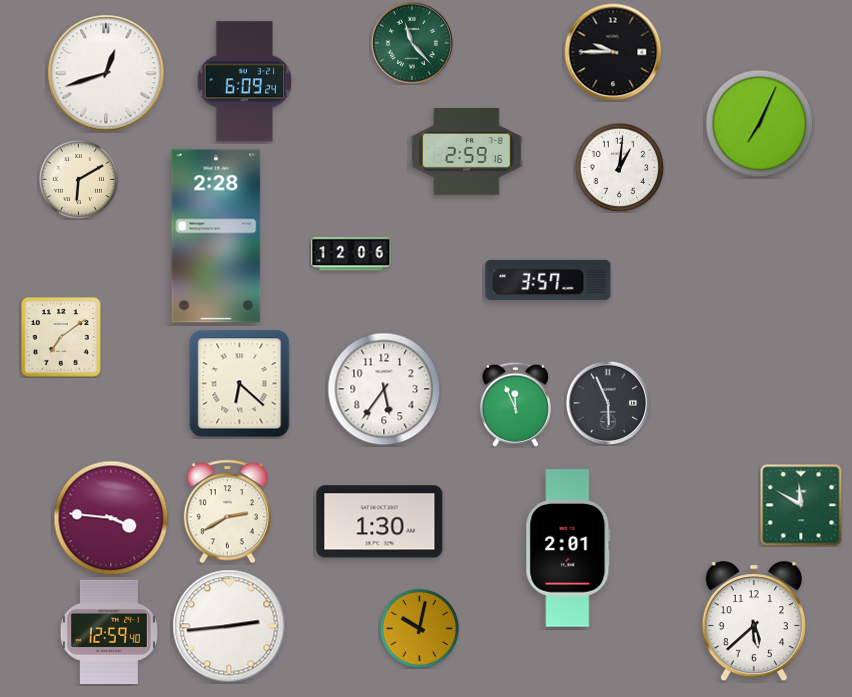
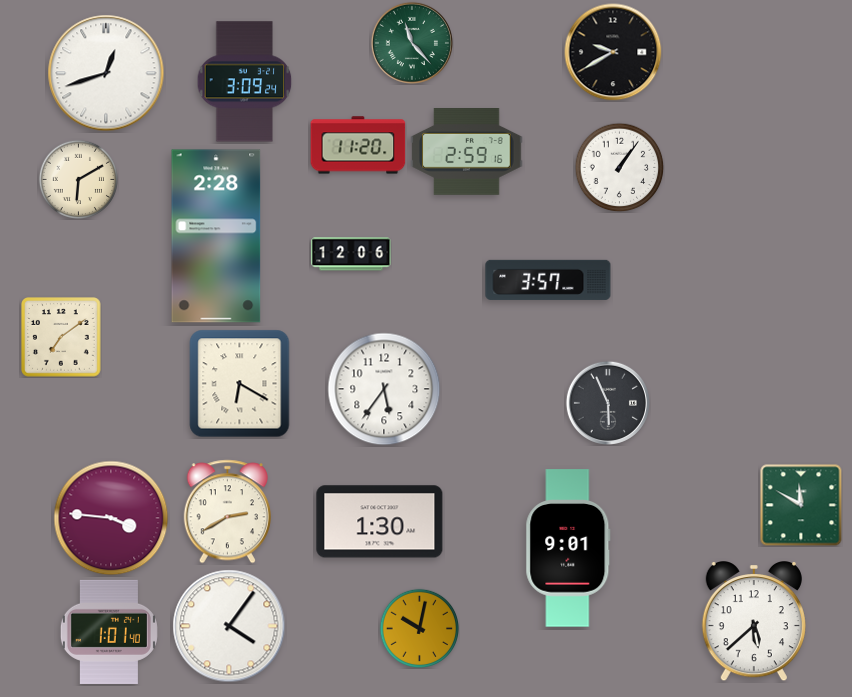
clock at (613, 52): 9:45 -> 9:40
clock at (245, 82): 6:09 -> 3:09
clock at (760, 124): 7:04 -> none
clock at (358, 145): none -> 11:20
clock at (619, 167): 1:01 -> 1:06
clock at (240, 384): 6:22 -> 6:20
clock at (515, 404): 11:56 -> none
clock at (568, 548): 2:01 -> 9:01
clock at (229, 626): 2:44 -> 4:06
clock at (109, 632): 12:59 -> 1:01
